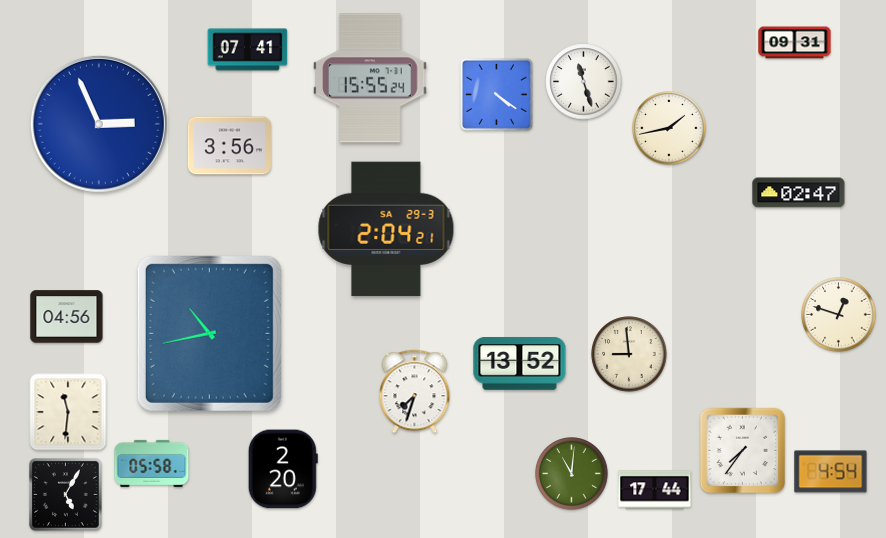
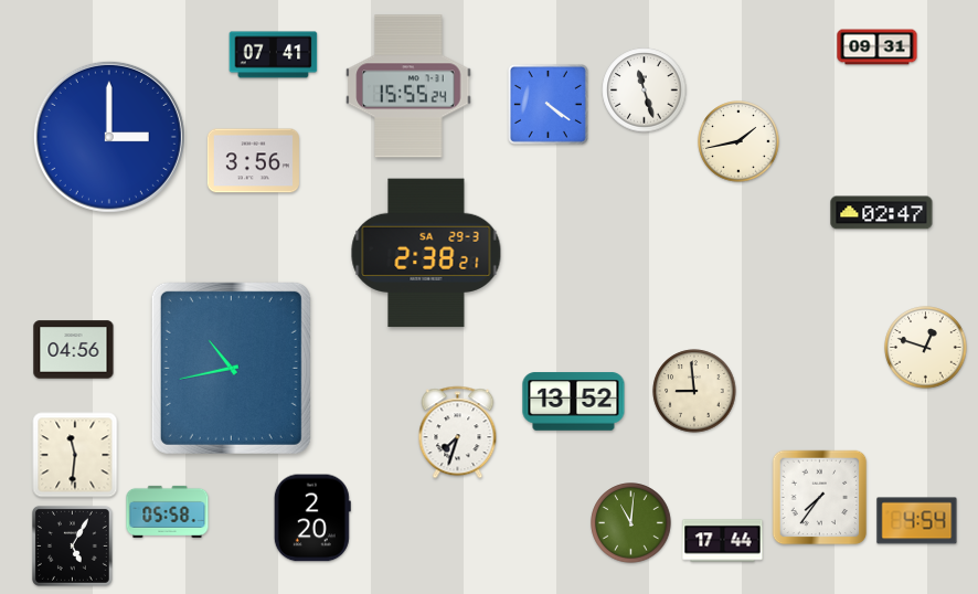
clock at (99, 124): 2:56 -> 3:00
clock at (386, 229): 2:04 -> 2:38
